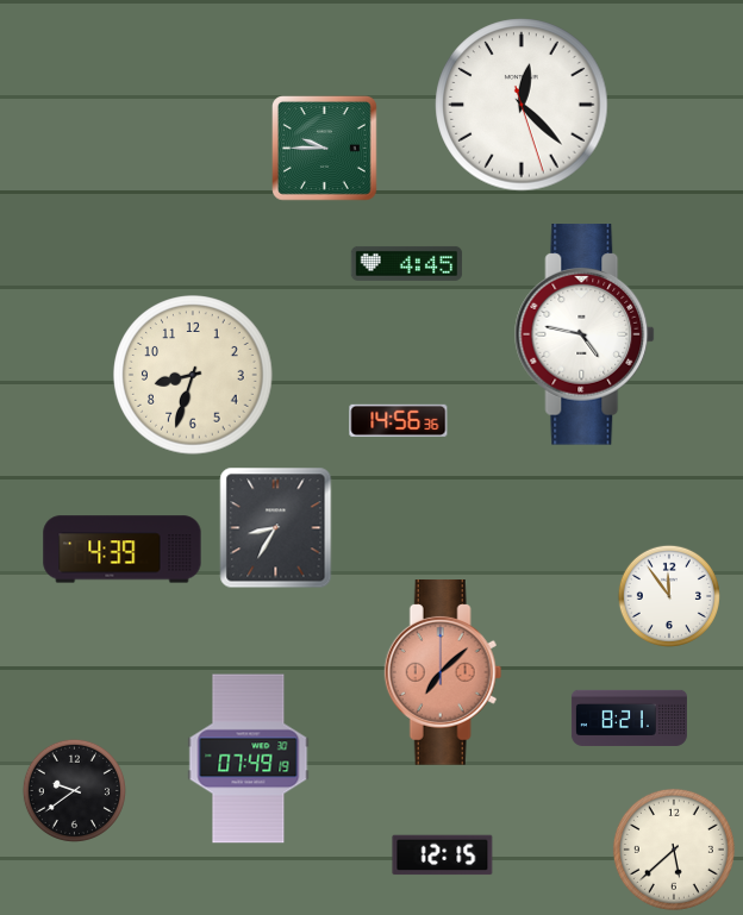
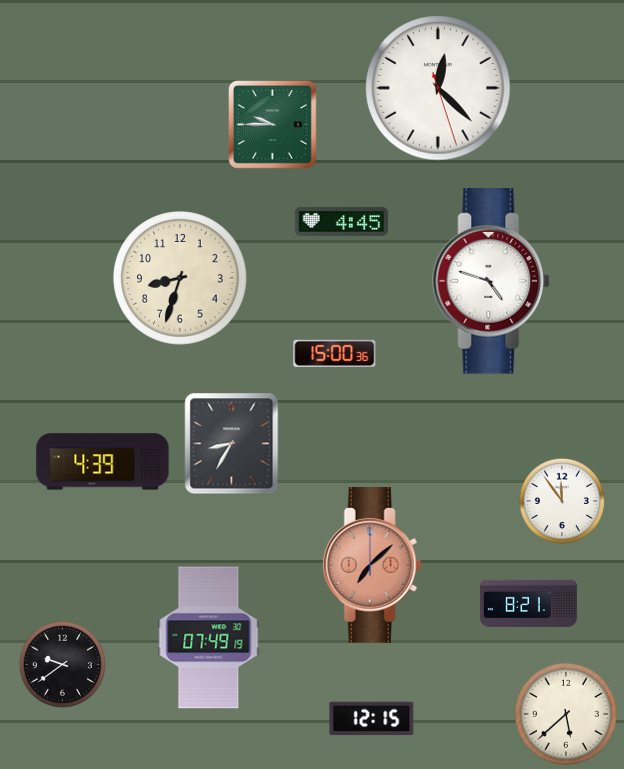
clock at (586, 334): 4:47 -> 4:48
clock at (193, 375) position: (193, 375) -> (180, 278)
clock at (399, 420): 14:56 -> 15:00
